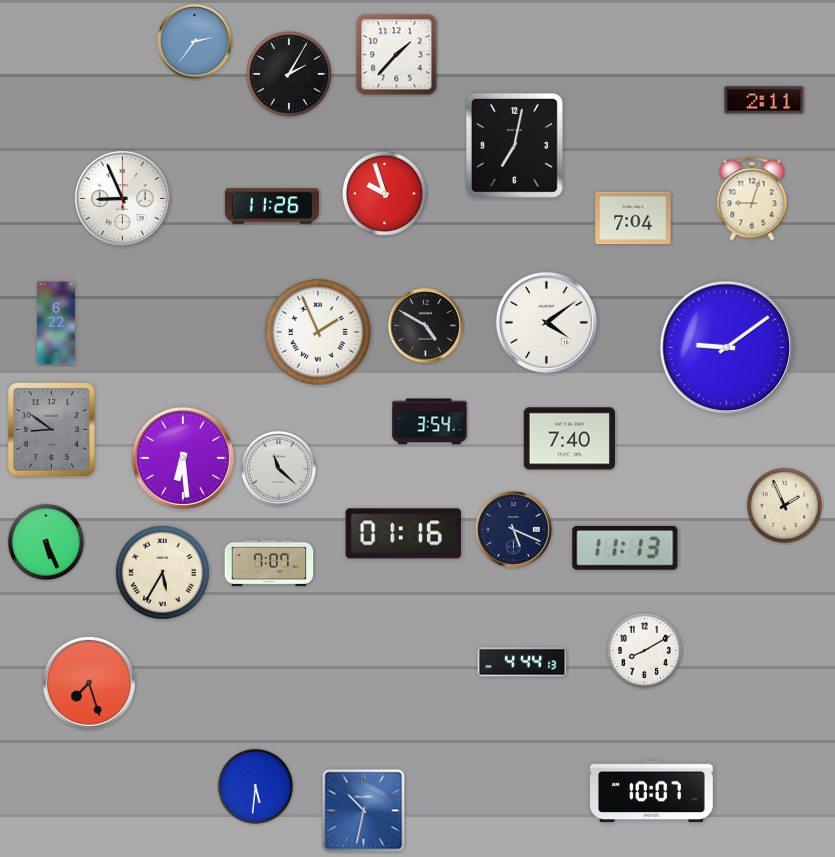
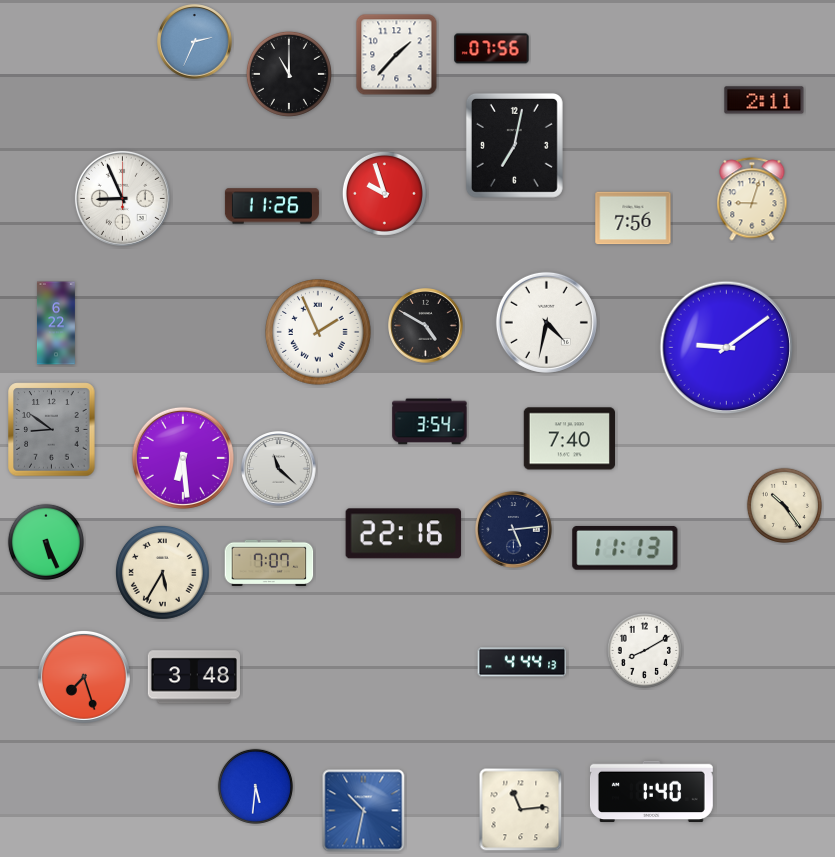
clock at (195, 42): 2:36 -> 2:34
clock at (492, 49): none -> 07:56
clock at (289, 74): 2:05 -> 11:00
clock at (633, 218): 7:04 -> 7:56
clock at (546, 322): 4:09 -> 4:32
clock at (784, 505): 1:56 -> 10:24
clock at (514, 530): 5:19 -> 5:14
clock at (404, 534): 01:16 -> 22:16
clock at (194, 677): none -> 3:48
clock at (89, 683) position: (89, 683) -> (84, 677)
clock at (651, 792): 10:07 -> 1:40
clock at (521, 810): none -> 11:14
